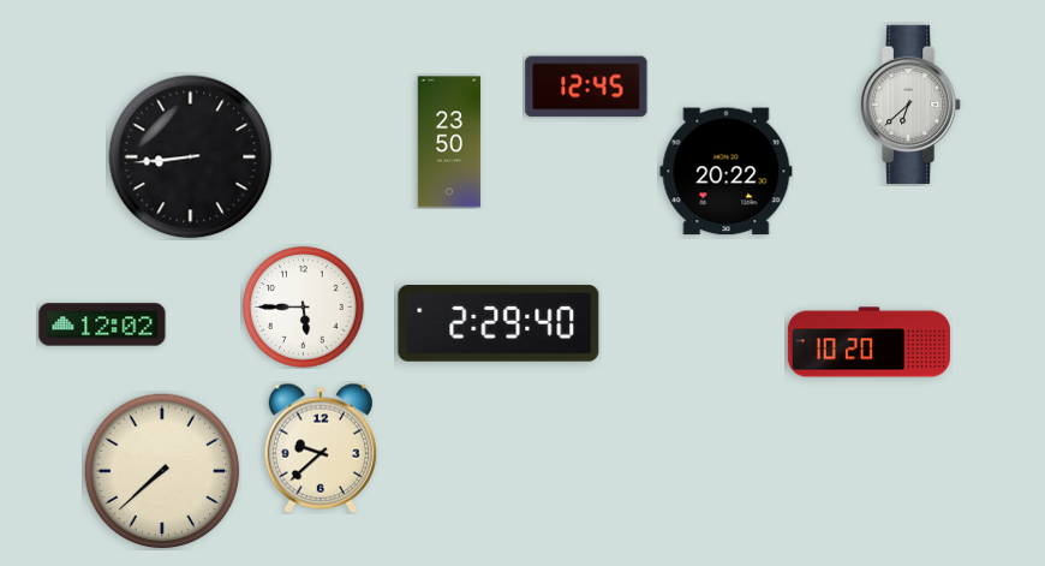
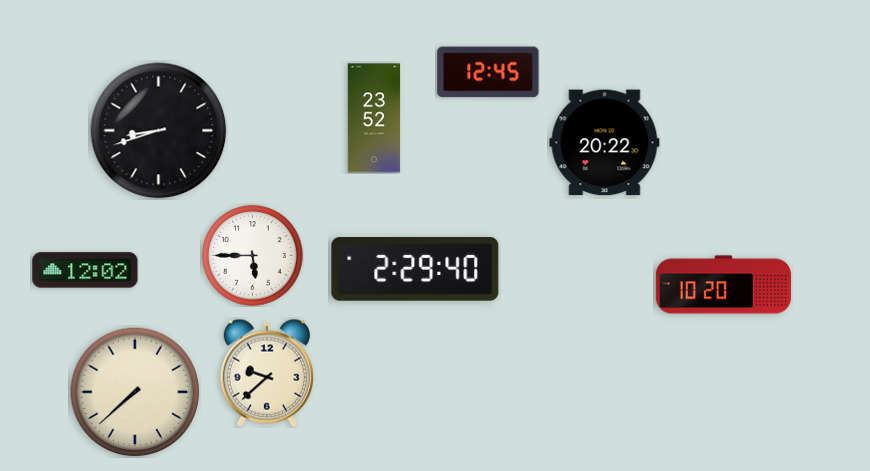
clock at (912, 103): 6:38 -> none
clock at (449, 142): 23:50 -> 23:52
clock at (191, 157): 8:44 -> 8:42
